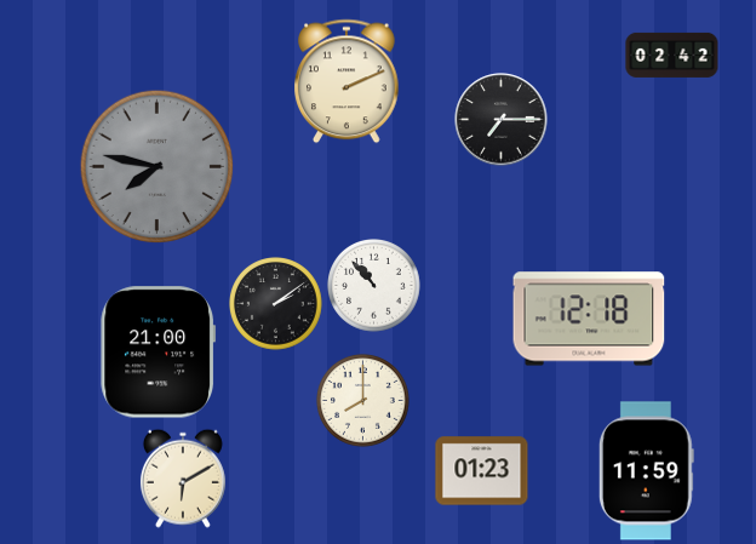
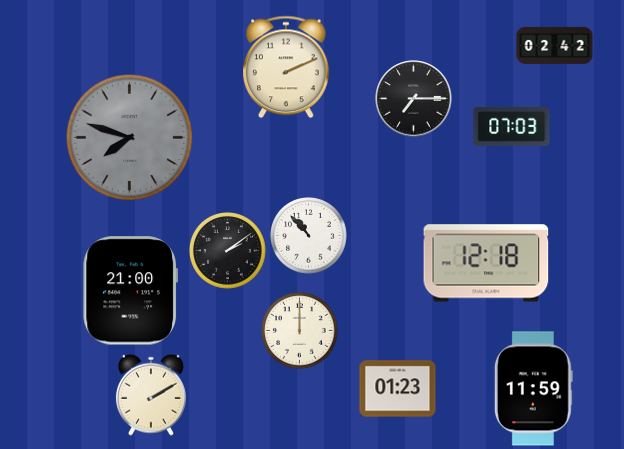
clock at (512, 127): none -> 07:03
clock at (157, 167): 7:47 -> 7:48
clock at (363, 401): 8:00 -> 12:00
clock at (183, 479): 6:10 -> 2:10
